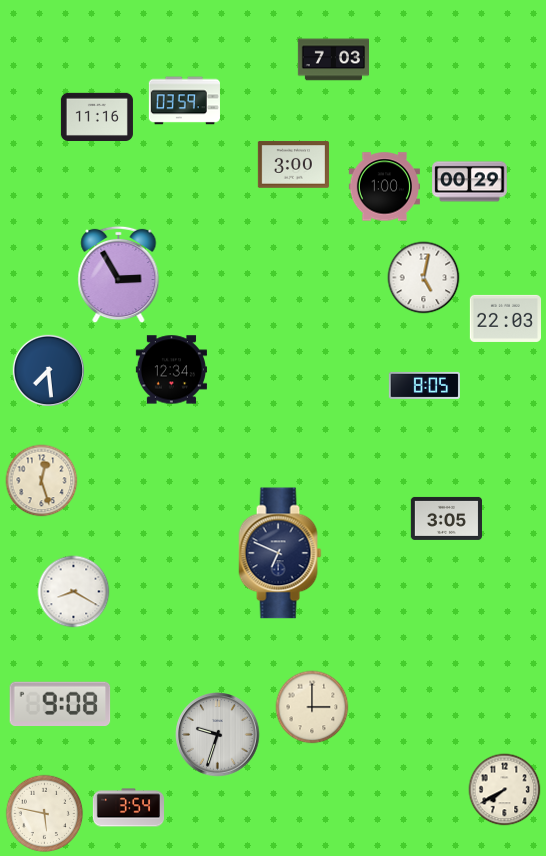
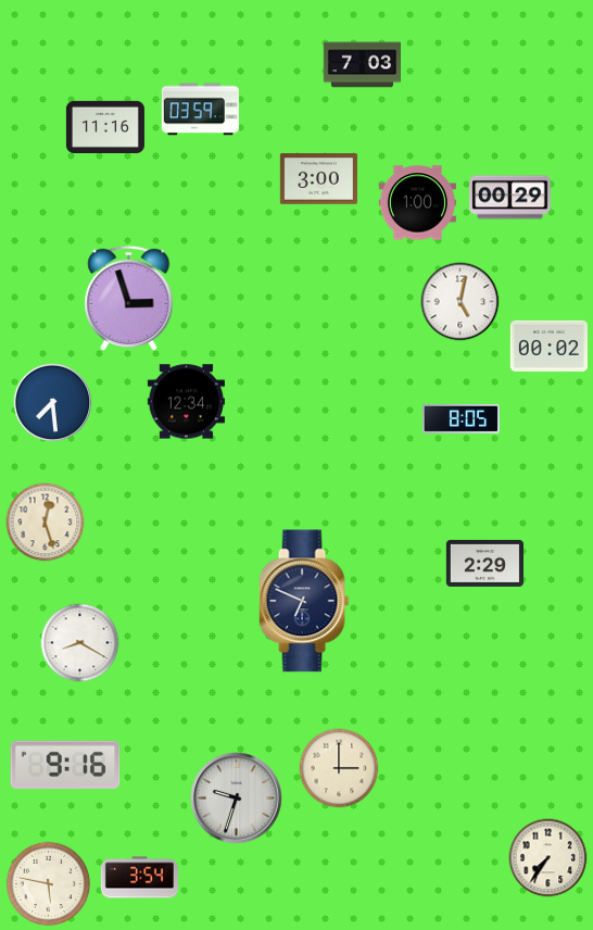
clock at (119, 275): 2:55 -> 2:57
clock at (505, 318): 22:03 -> 00:02
clock at (446, 518): 3:05 -> 2:29
clock at (60, 703): 9:08 -> 9:16
clock at (505, 790): 7:40 -> 7:36
